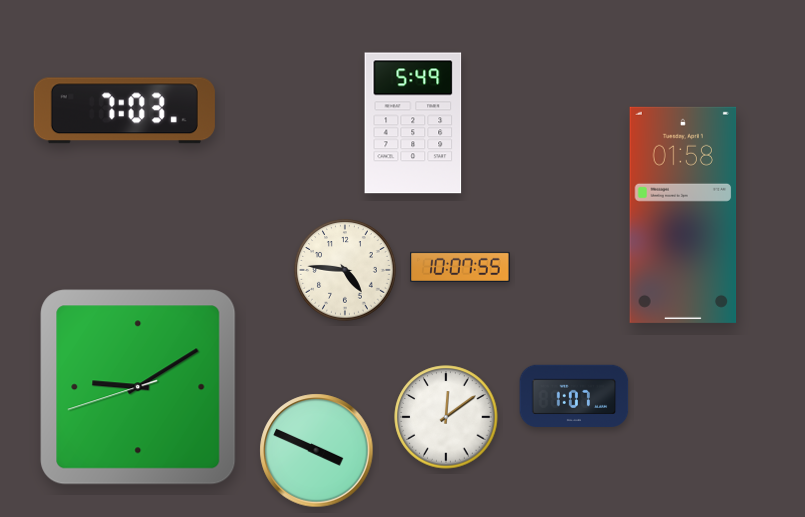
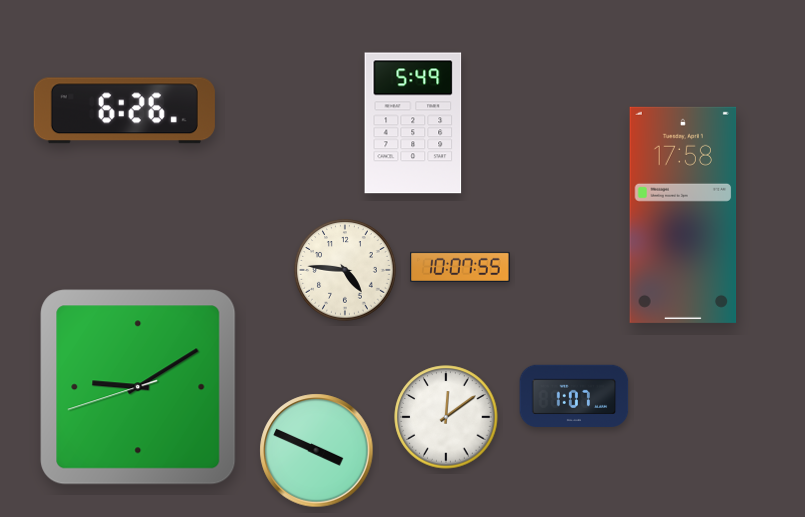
clock at (124, 111): 7:03 -> 6:26
clock at (683, 215): 01:58 -> 17:58
